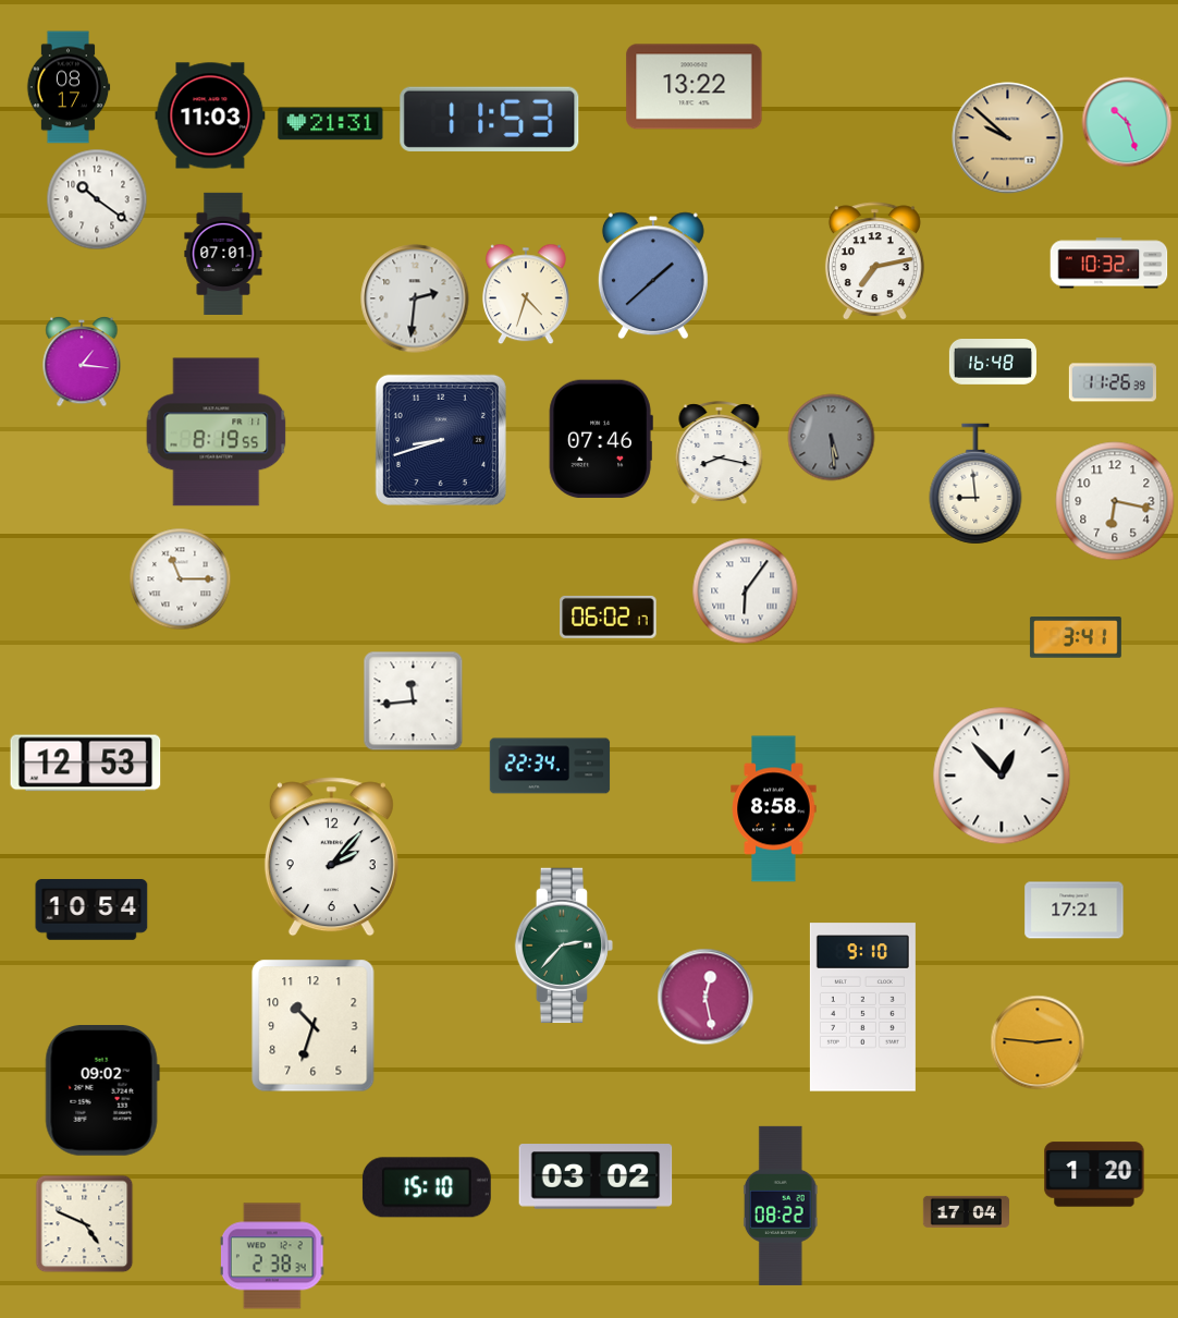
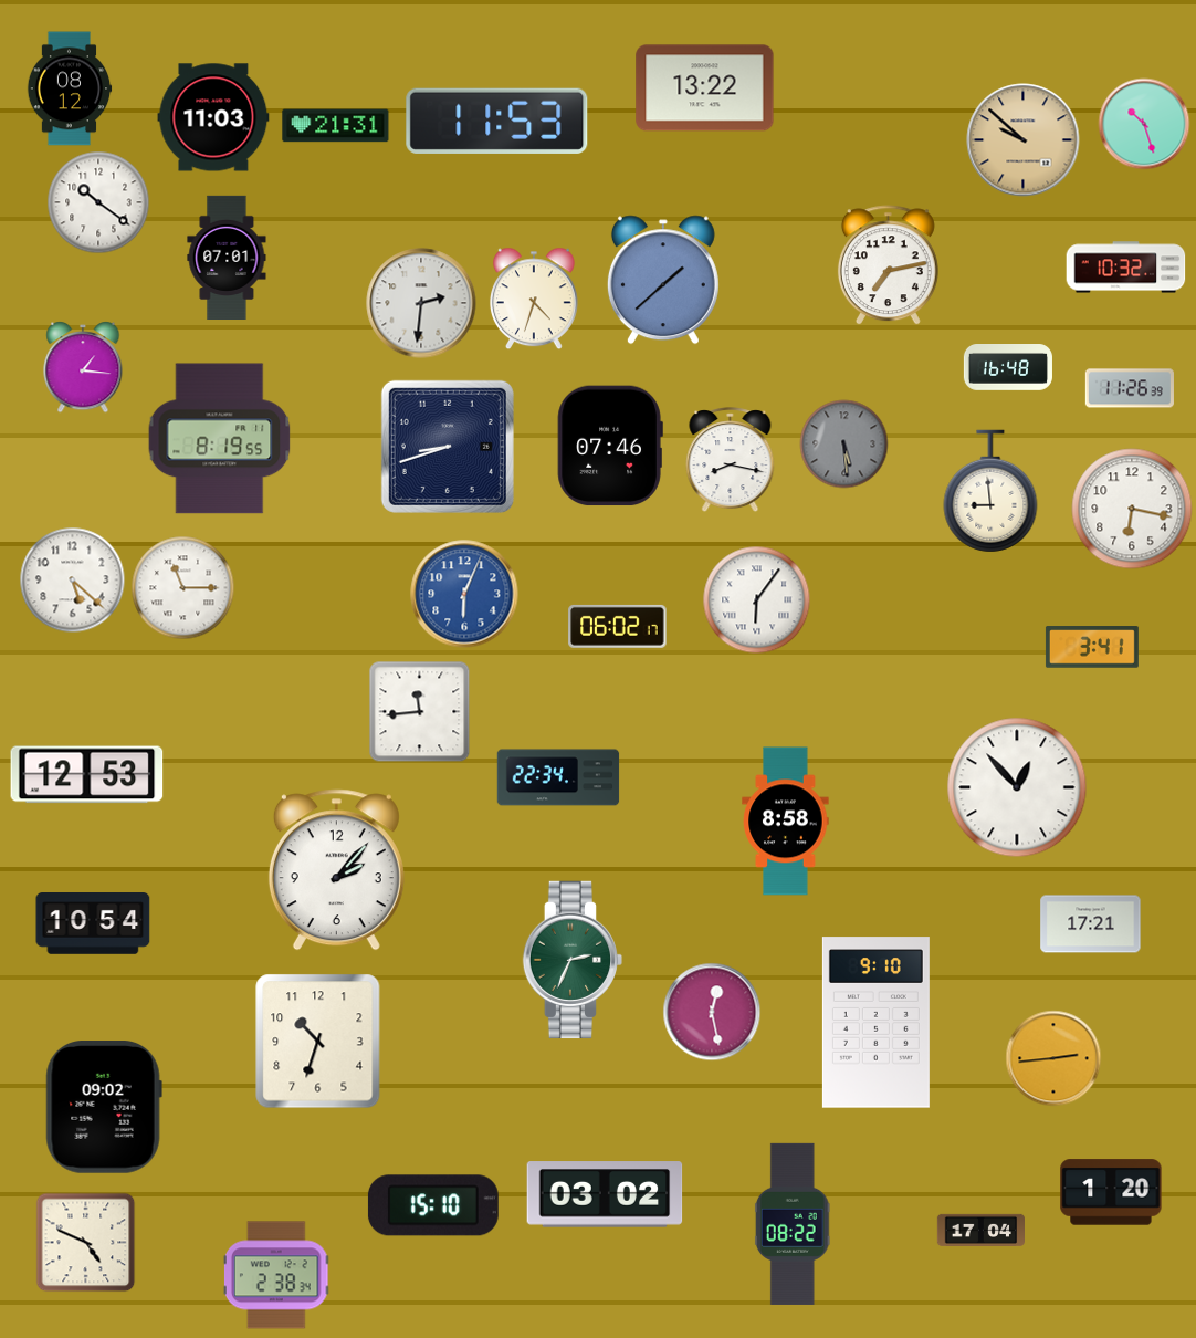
clock at (69, 87): 08:17 -> 08:12
clock at (73, 581): none -> 5:22
clock at (464, 594): none -> 6:04
clock at (564, 945): 2:37 -> 2:34
clock at (705, 997) position: (705, 997) -> (712, 1012)
clock at (1038, 1042): 2:46 -> 2:44
